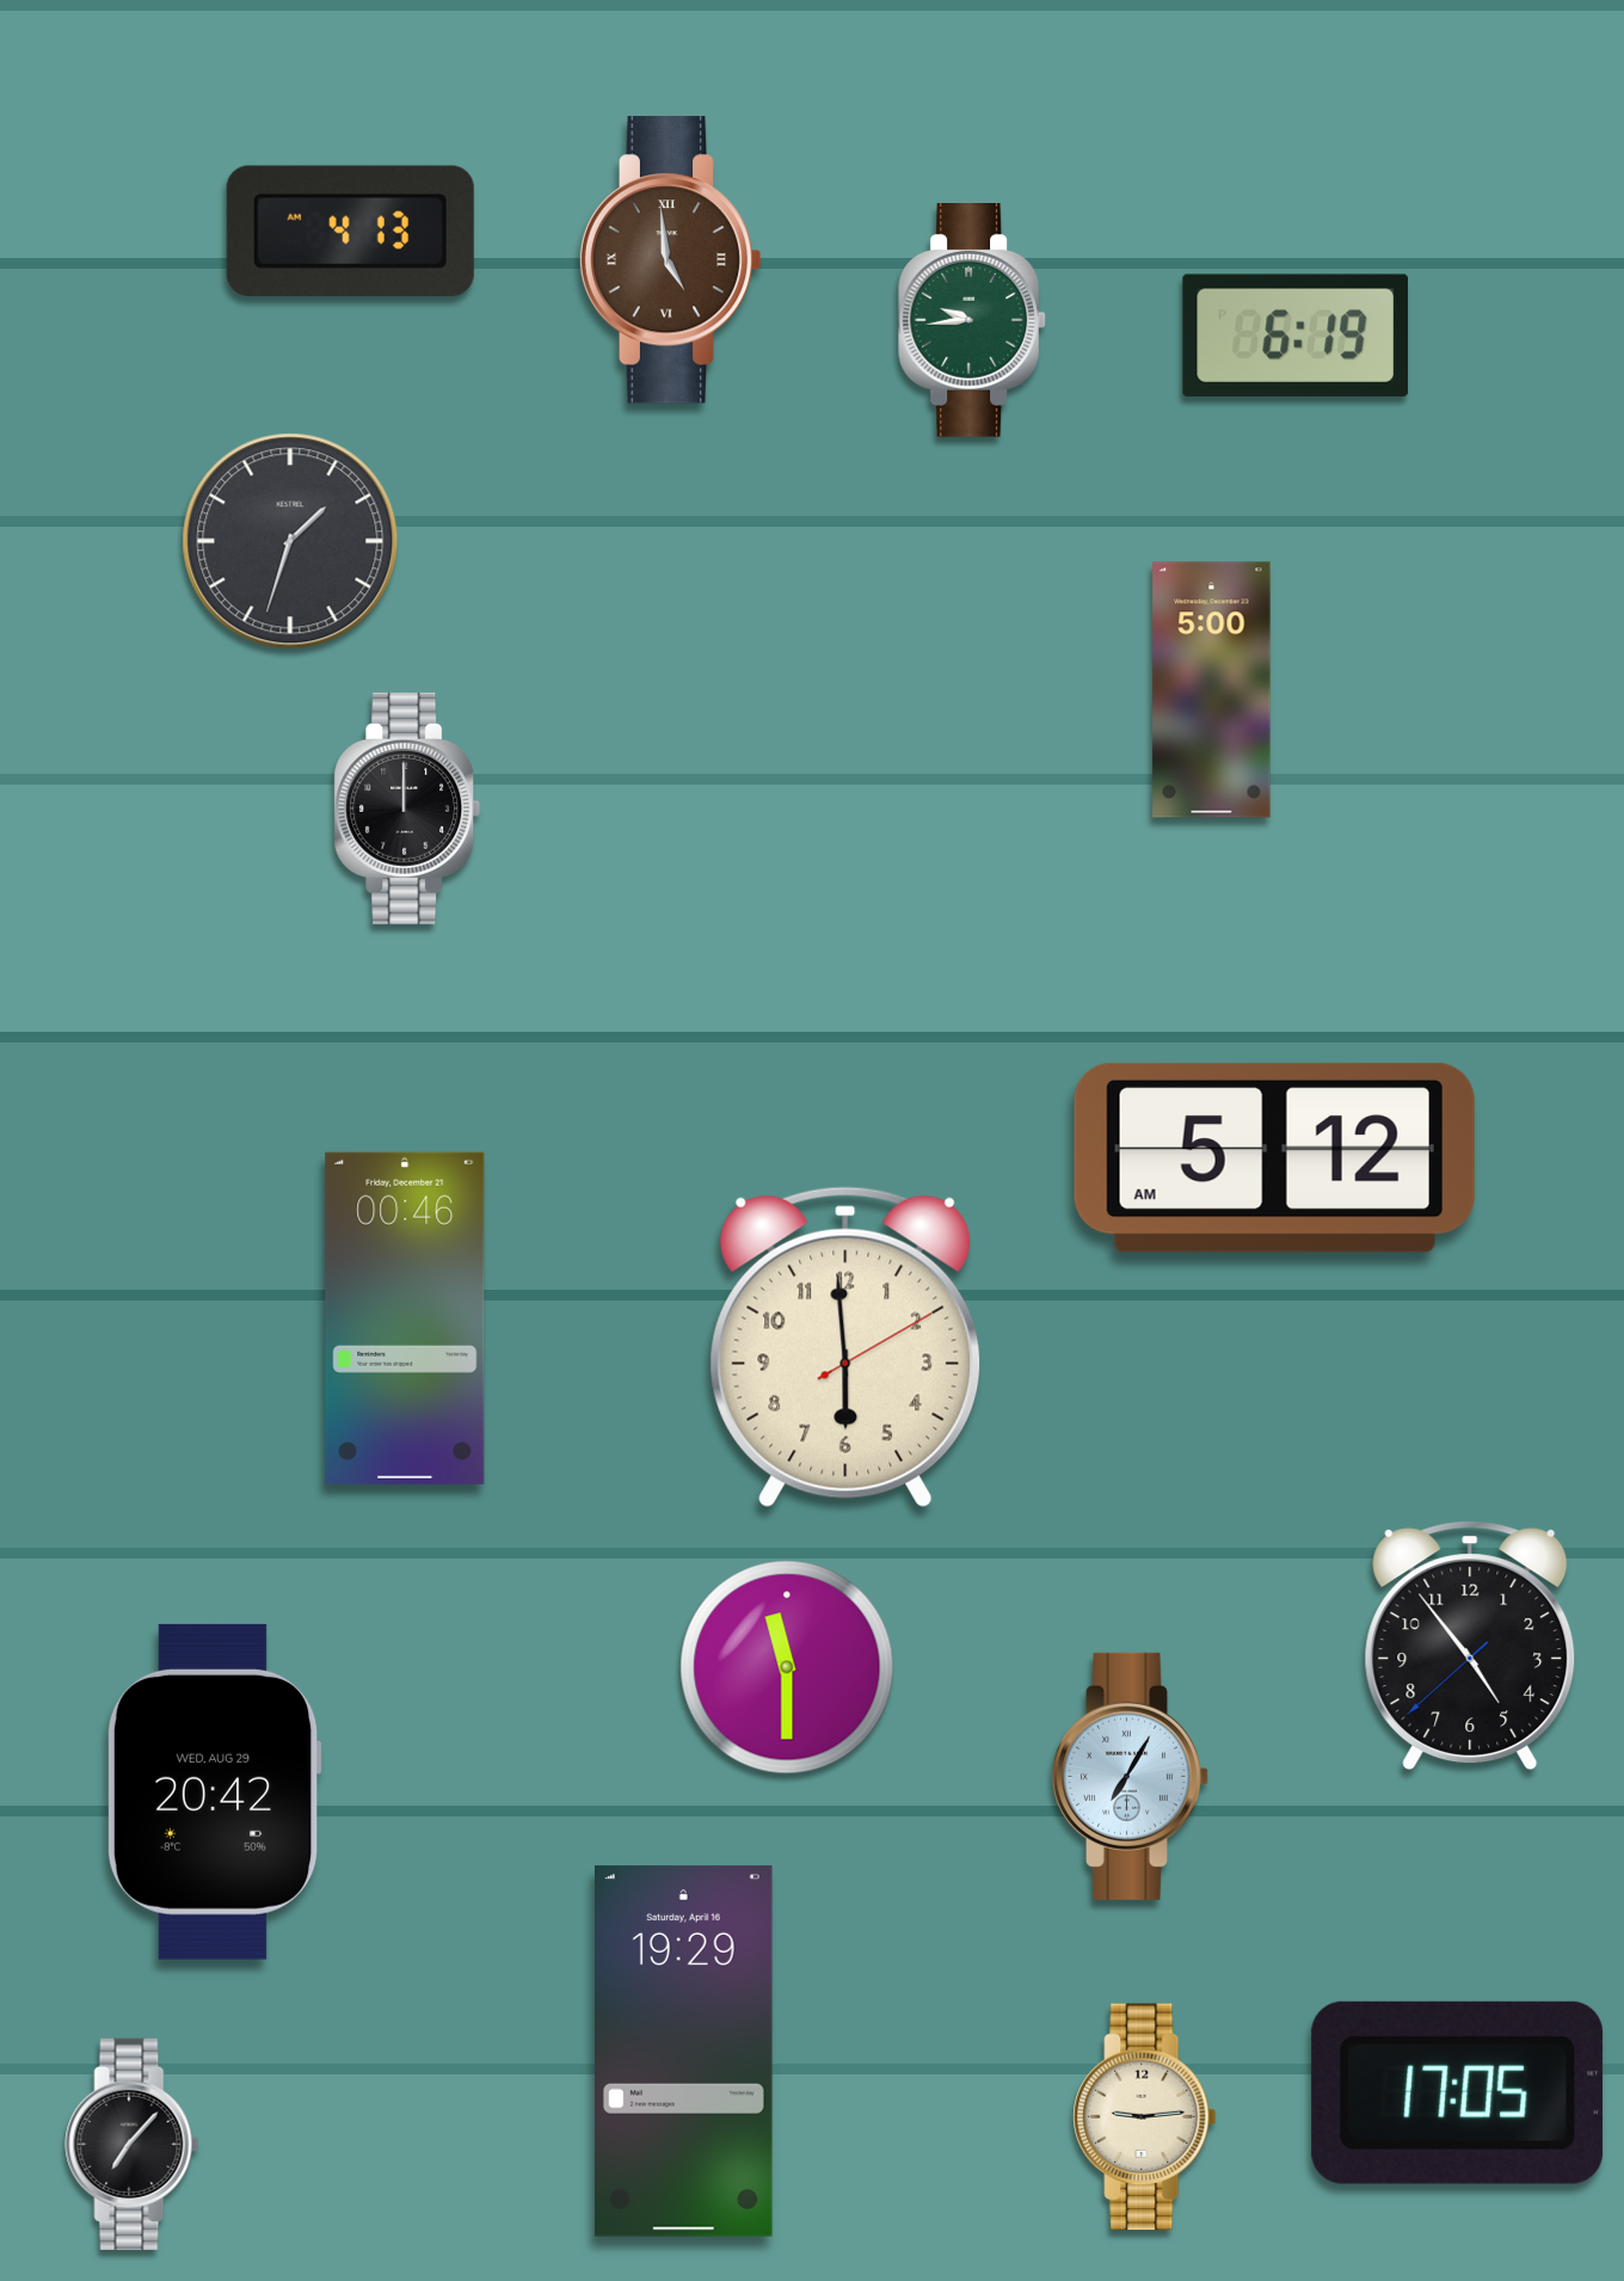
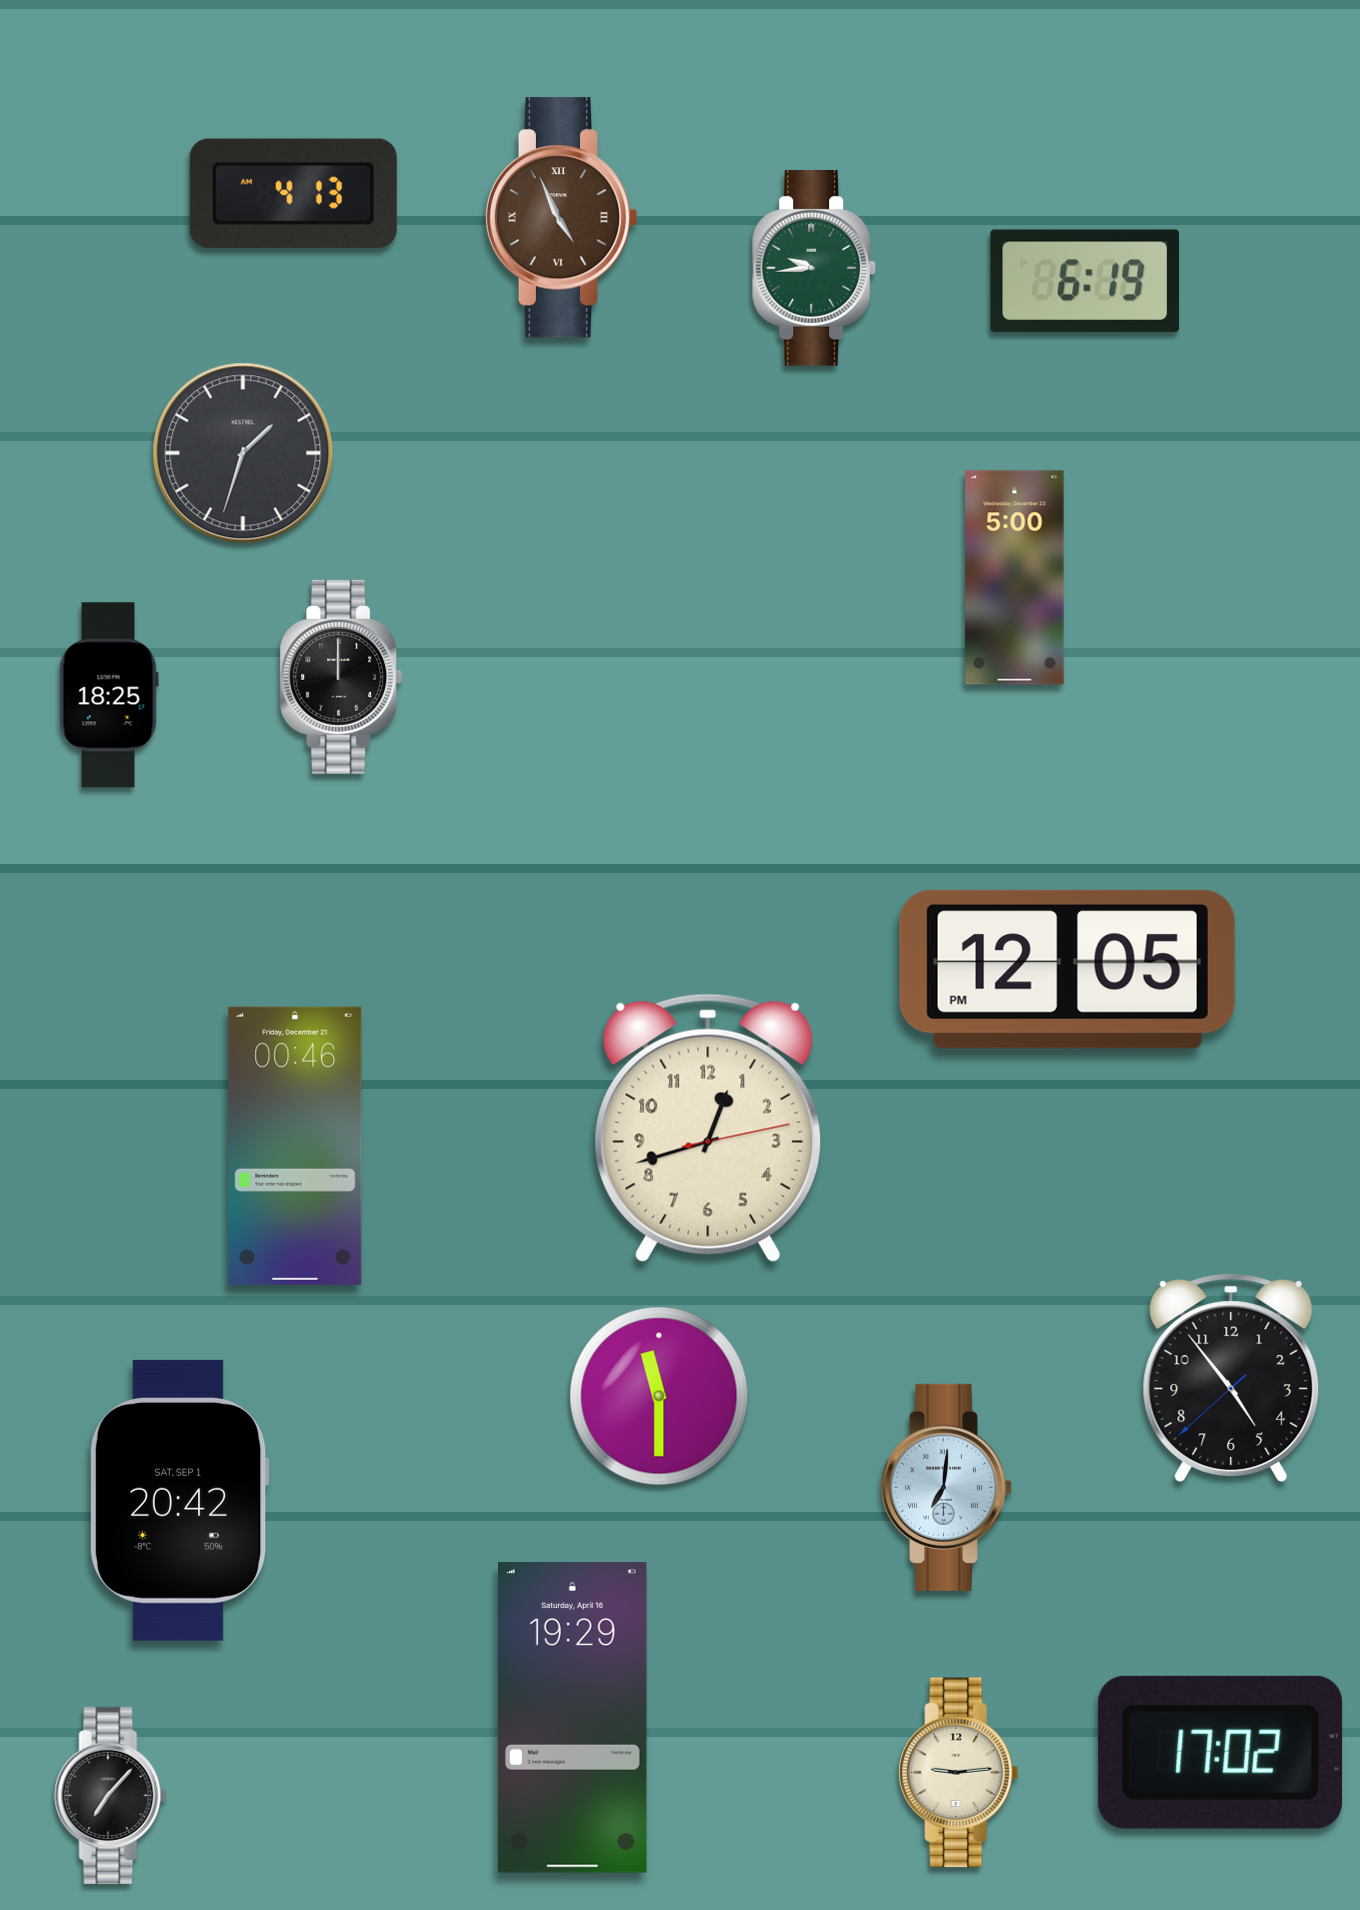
clock at (670, 260): 4:59 -> 4:56
clock at (109, 695): none -> 18:25
clock at (1274, 1157): 5:12 -> 12:05
clock at (405, 1318) position: (405, 1318) -> (295, 1146)
clock at (845, 1347): 5:59 -> 12:42
clock at (1130, 1776): 7:05 -> 7:01
clock at (214, 1791) date: WED, AUG 29 -> SAT, SEP 1
clock at (1458, 2092): 17:05 -> 17:02
